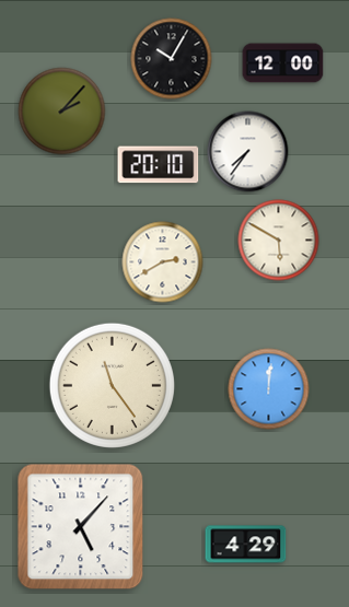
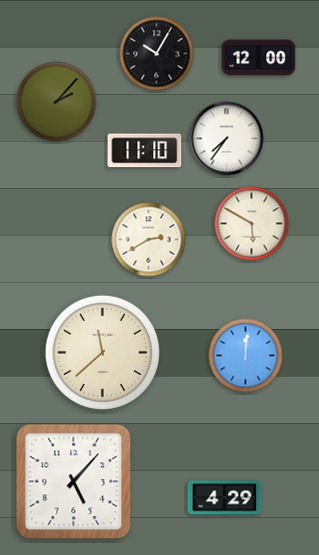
clock at (159, 165): 20:10 -> 11:10
clock at (279, 241) position: (279, 241) -> (252, 224)
clock at (112, 385): 11:24 -> 11:38
